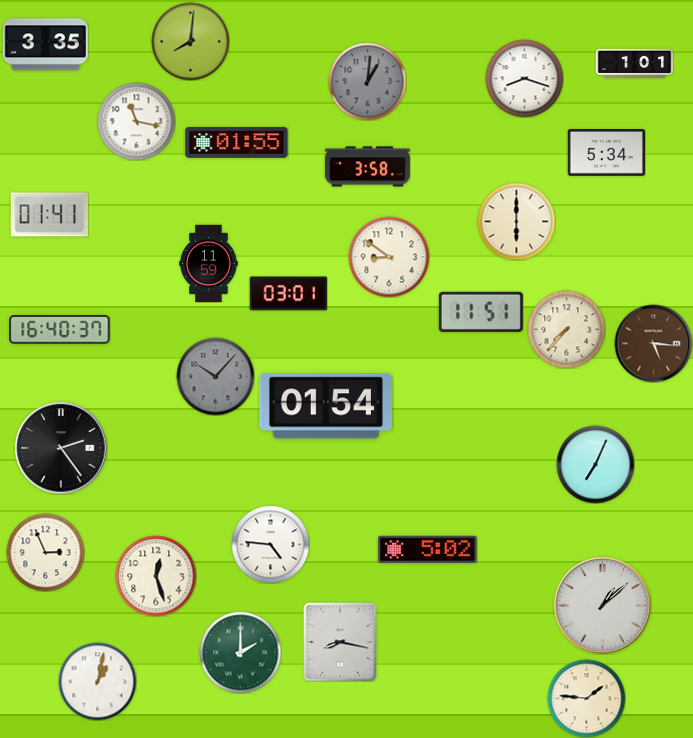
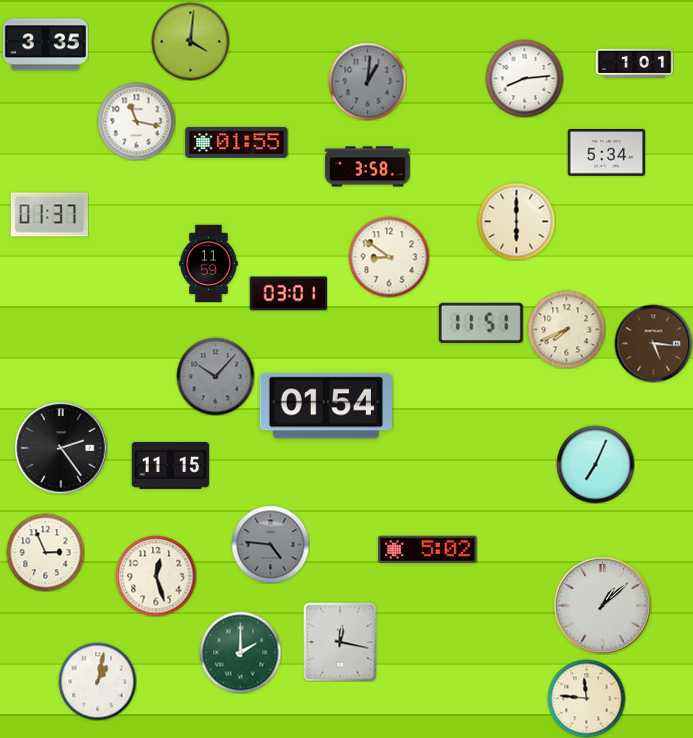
clock at (190, 41): 8:01 -> 4:01
clock at (524, 78): 8:18 -> 8:14
clock at (49, 215): 01:41 -> 01:37
clock at (481, 312) position: (481, 312) -> (481, 323)
clock at (566, 329): 7:37 -> 7:41
clock at (60, 330): 16:40 -> none
clock at (170, 465): none -> 11:15
clock at (270, 544) dial: white -> grey
clock at (340, 642): 8:17 -> 12:17
clock at (586, 698): 1:46 -> 11:46
